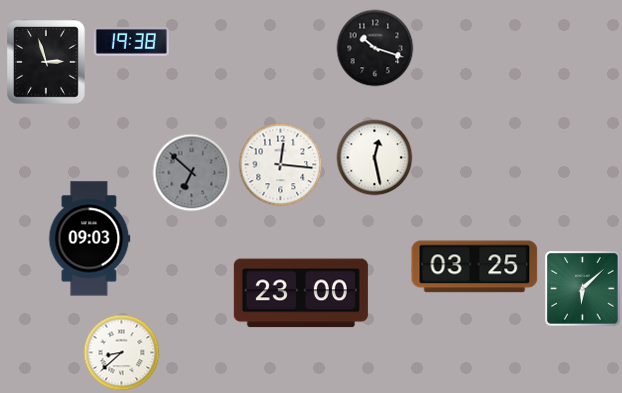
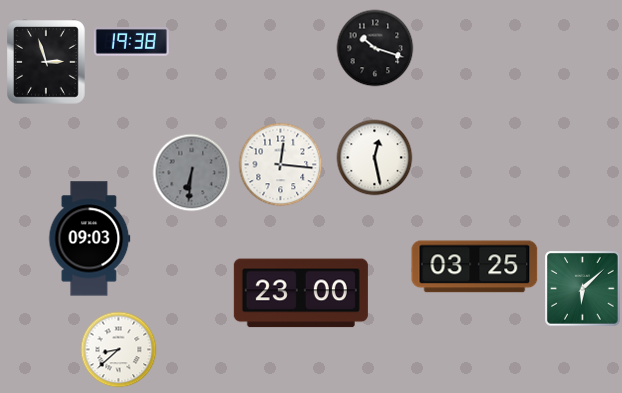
clock at (192, 173): 6:52 -> 6:31
clock at (122, 353) position: (122, 353) -> (119, 350)
